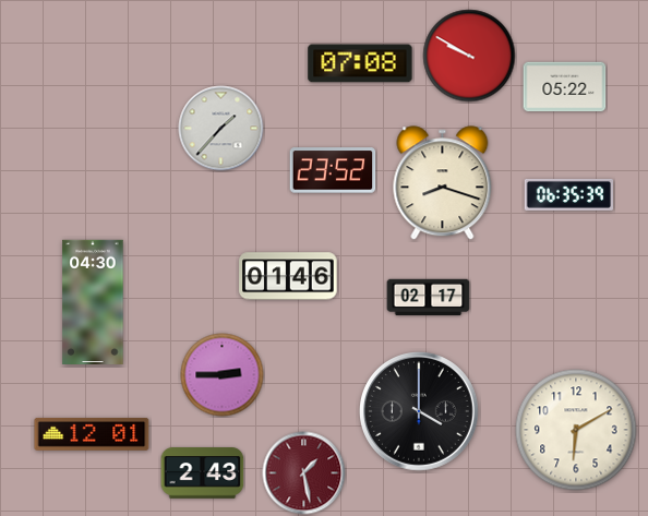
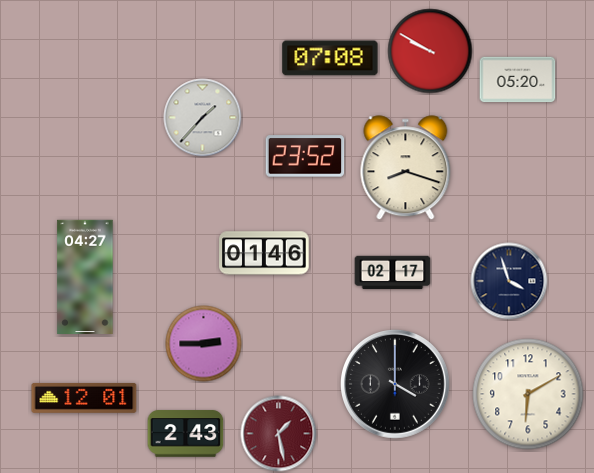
clock at (565, 87): 05:22 -> 05:20
clock at (568, 194): 06:35 -> none
clock at (93, 301): 04:30 -> 04:27
clock at (509, 281): none -> 3:57
clock at (420, 412) position: (420, 412) -> (396, 385)
